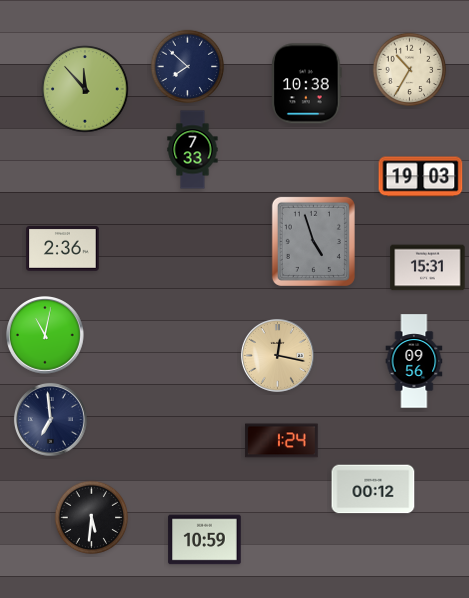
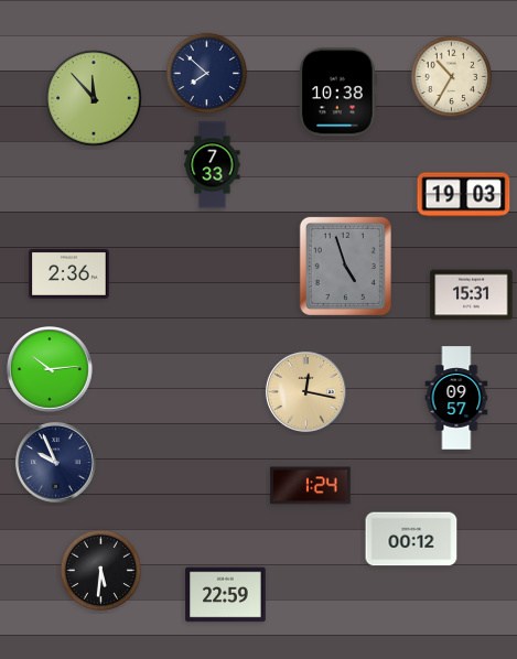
clock at (46, 336): 11:02 -> 10:14
clock at (414, 361): 09:56 -> 09:57
clock at (50, 419): 6:59 -> 9:56
clock at (205, 540): 10:59 -> 22:59
